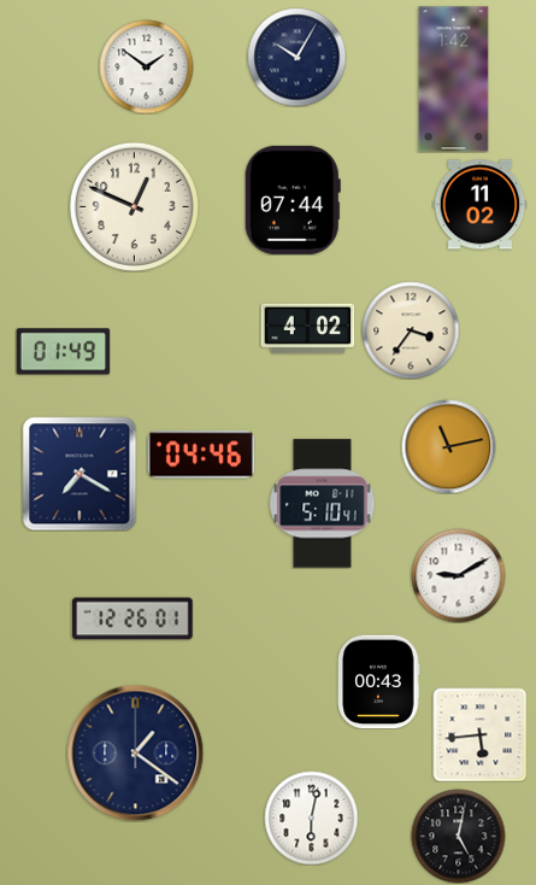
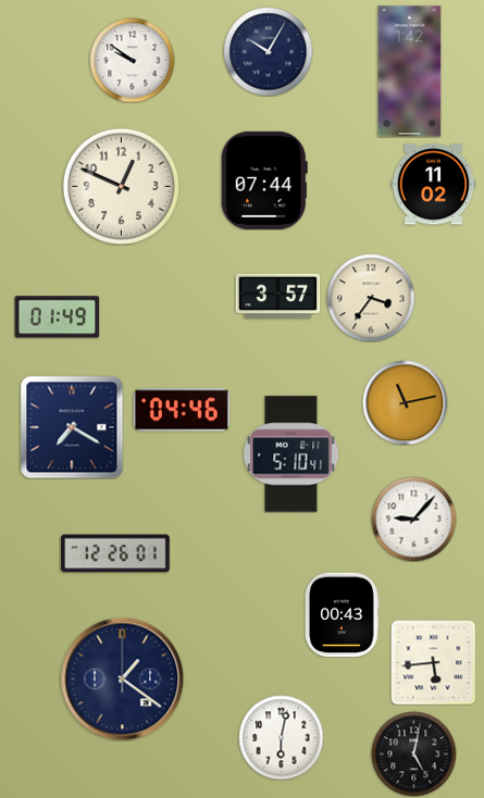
clock at (146, 66): 1:51 -> 9:51
clock at (307, 329): 4:02 -> 3:57
clock at (458, 575): 9:10 -> 9:07
clock at (132, 619) position: (132, 619) -> (115, 553)
